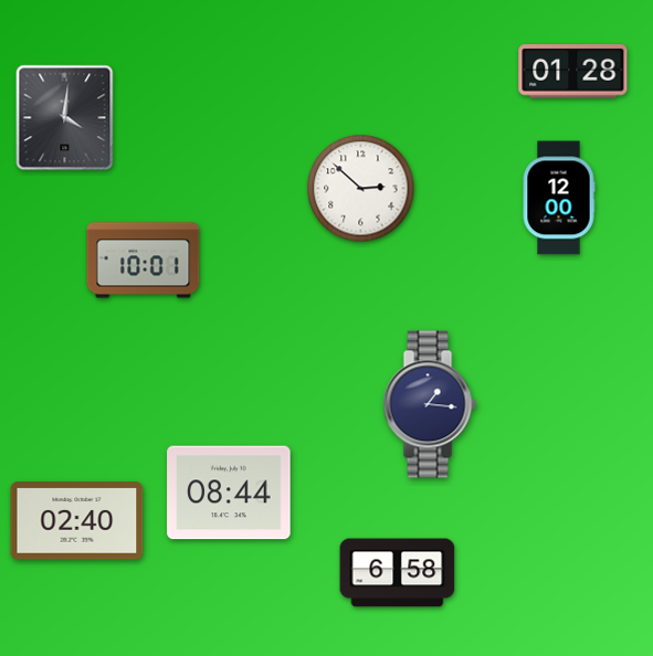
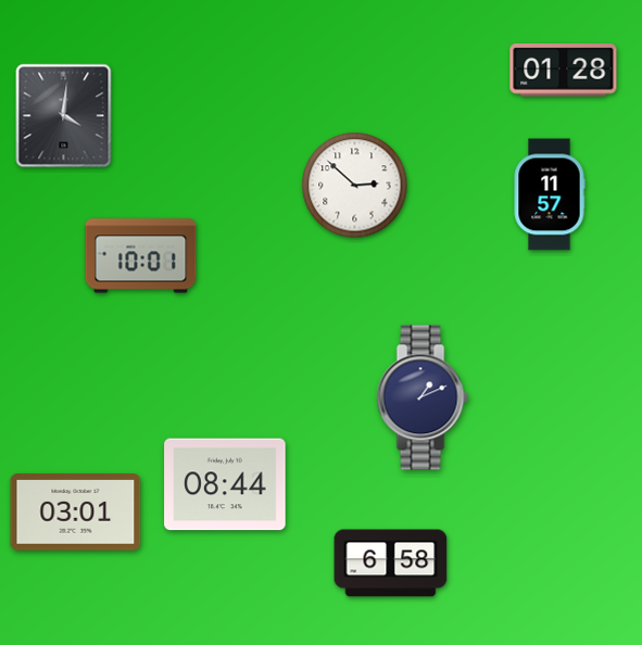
clock at (559, 198): 12:00 -> 11:57
clock at (430, 404): 1:16 -> 1:11
clock at (77, 521): 02:40 -> 03:01
